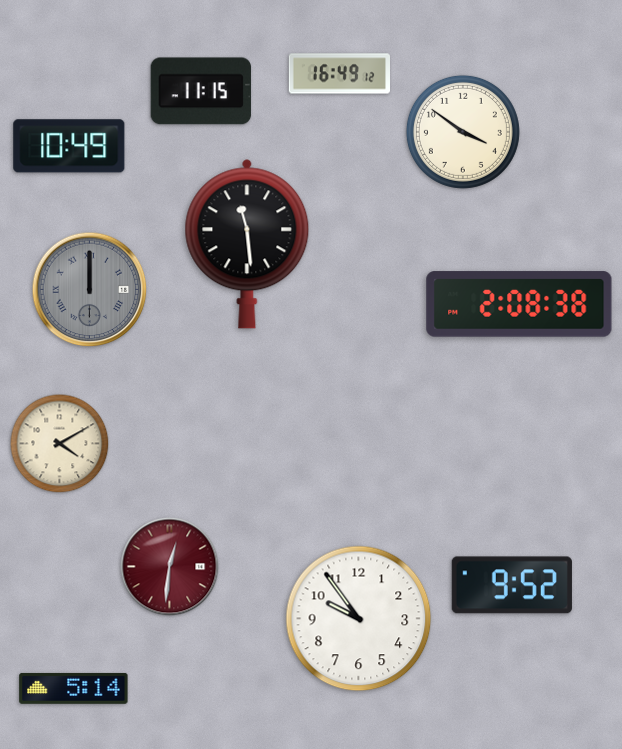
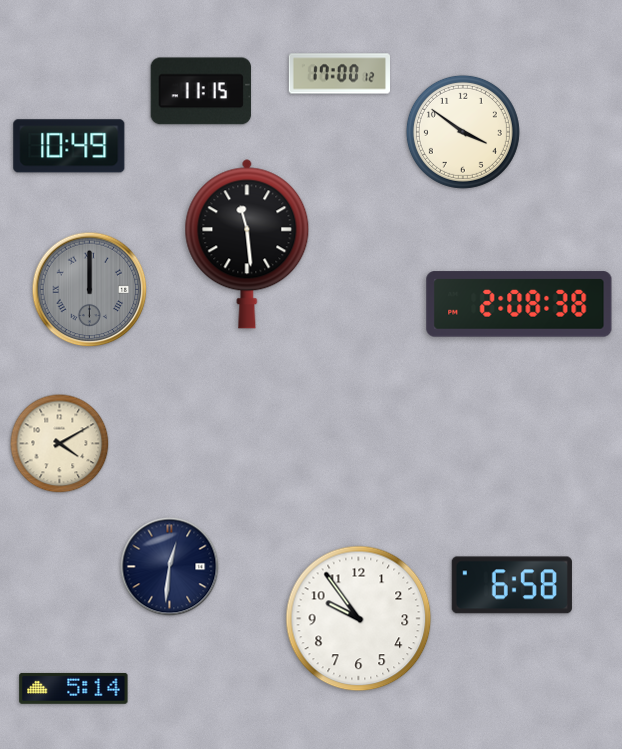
clock at (339, 74): 16:49 -> 17:00
clock at (170, 567) dial: burgundy -> navy
clock at (512, 585): 9:52 -> 6:58
